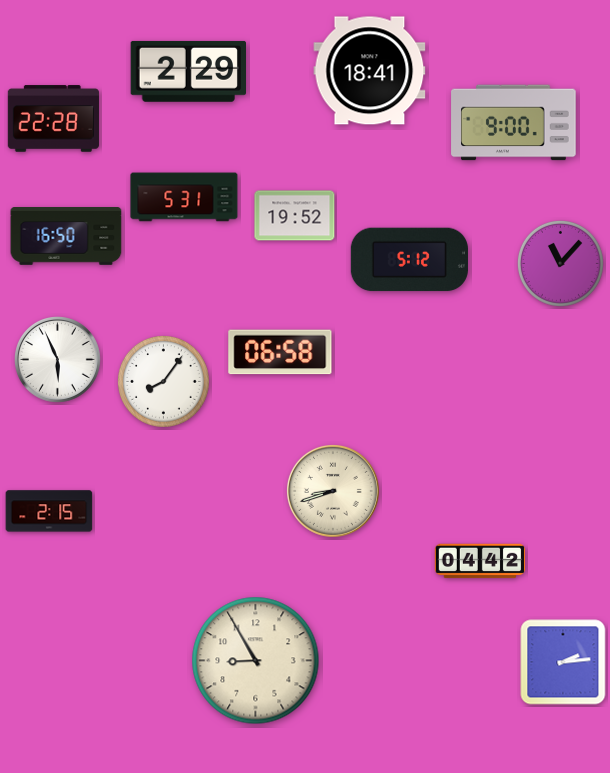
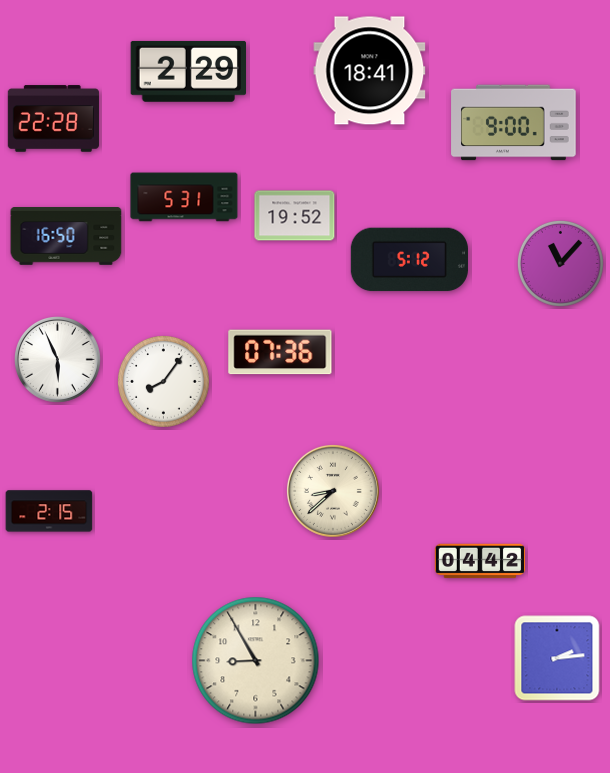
clock at (280, 352): 06:58 -> 07:36
clock at (333, 491): 8:42 -> 8:38
clock at (563, 662) position: (563, 662) -> (557, 658)
